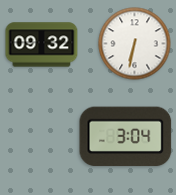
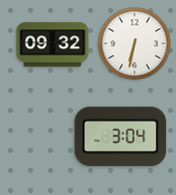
clock at (42, 45) position: (42, 45) -> (53, 45)
clock at (126, 137) position: (126, 137) -> (121, 137)
